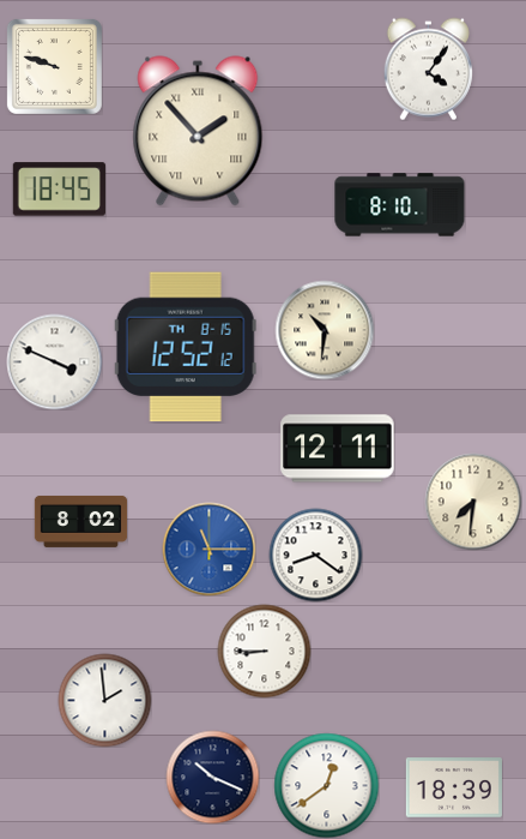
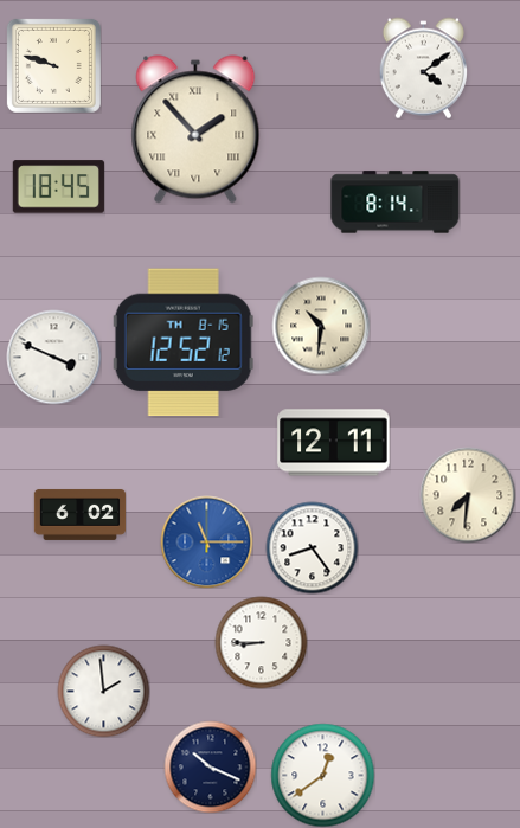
clock at (428, 68): 4:06 -> 4:09
clock at (400, 205): 8:10 -> 8:14
clock at (80, 521): 8:02 -> 6:02
clock at (315, 555): 8:21 -> 8:24
clock at (454, 787): 18:39 -> none
